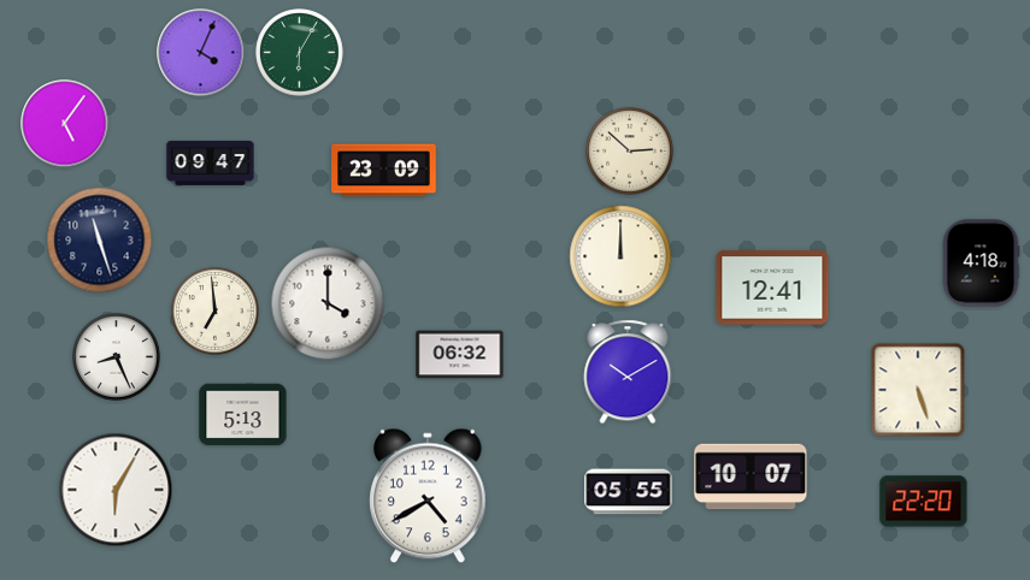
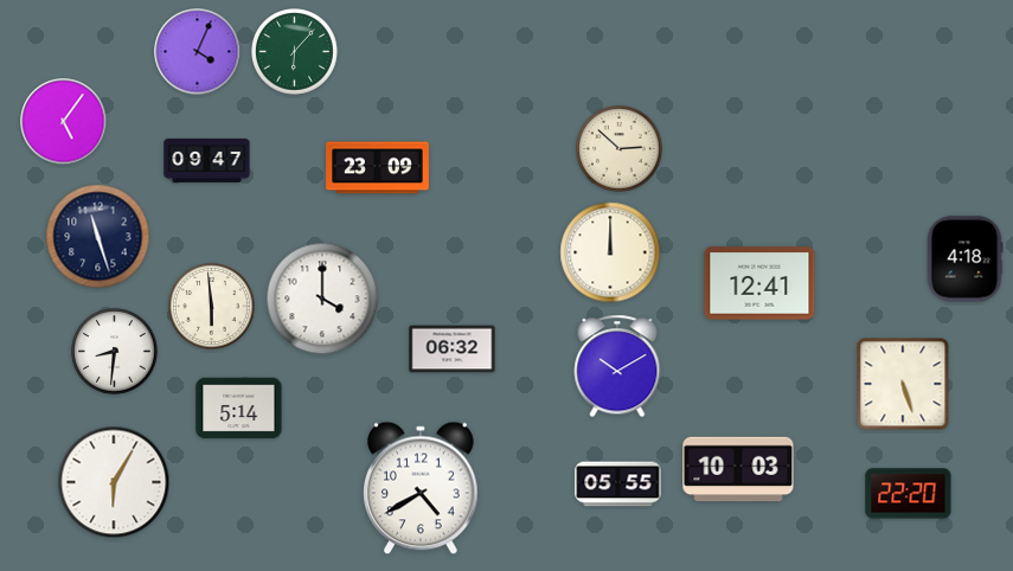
clock at (300, 53): 6:05 -> 6:07
clock at (216, 312): 6:59 -> 5:59
clock at (117, 357): 8:26 -> 8:31
clock at (243, 415): 5:13 -> 5:14
clock at (751, 477): 10:07 -> 10:03
